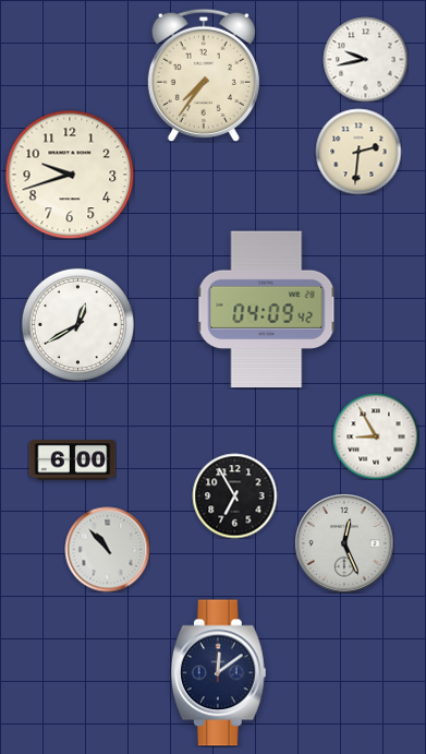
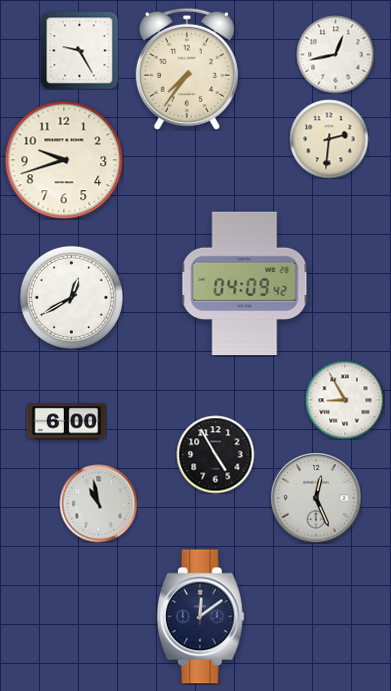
clock at (79, 50): none -> 9:25
clock at (365, 59): 9:43 -> 12:43
clock at (234, 495): 6:55 -> 4:55
clock at (107, 549): 10:53 -> 10:58
